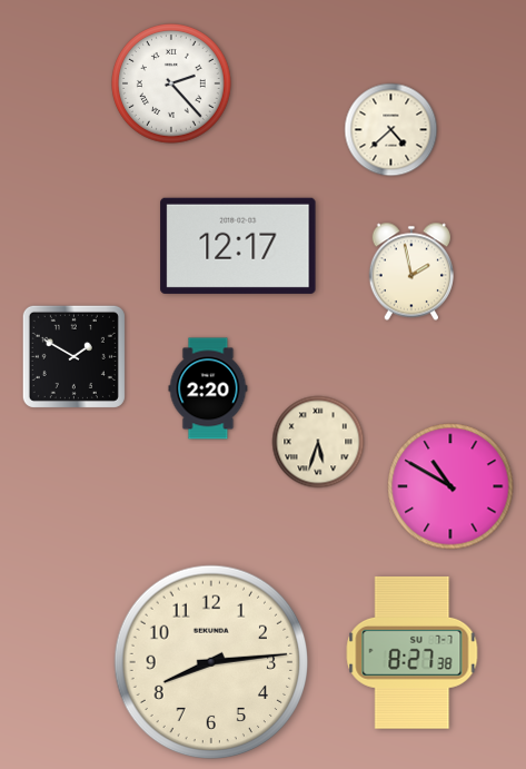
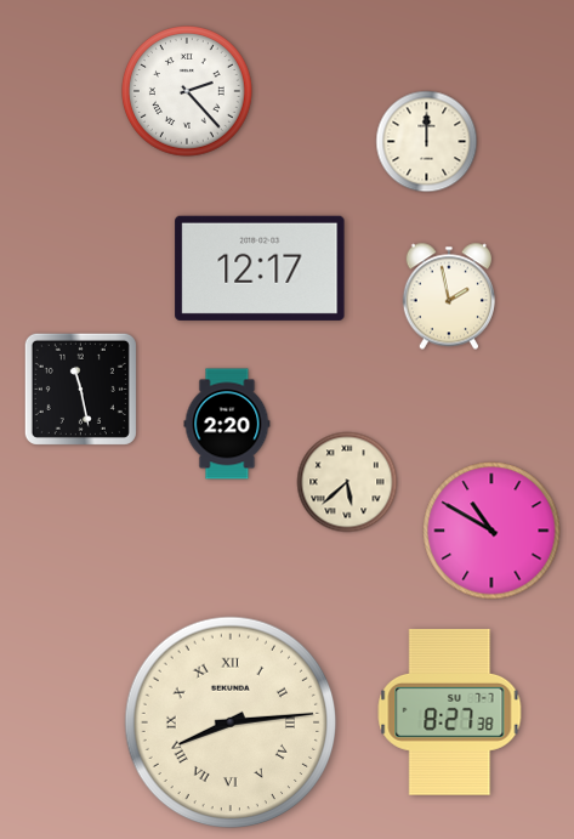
clock at (391, 130): 4:38 -> 12:00
clock at (73, 356): 1:50 -> 11:28
clock at (318, 442): 5:33 -> 5:38
clock at (211, 662) numerals: Arabic -> Roman
